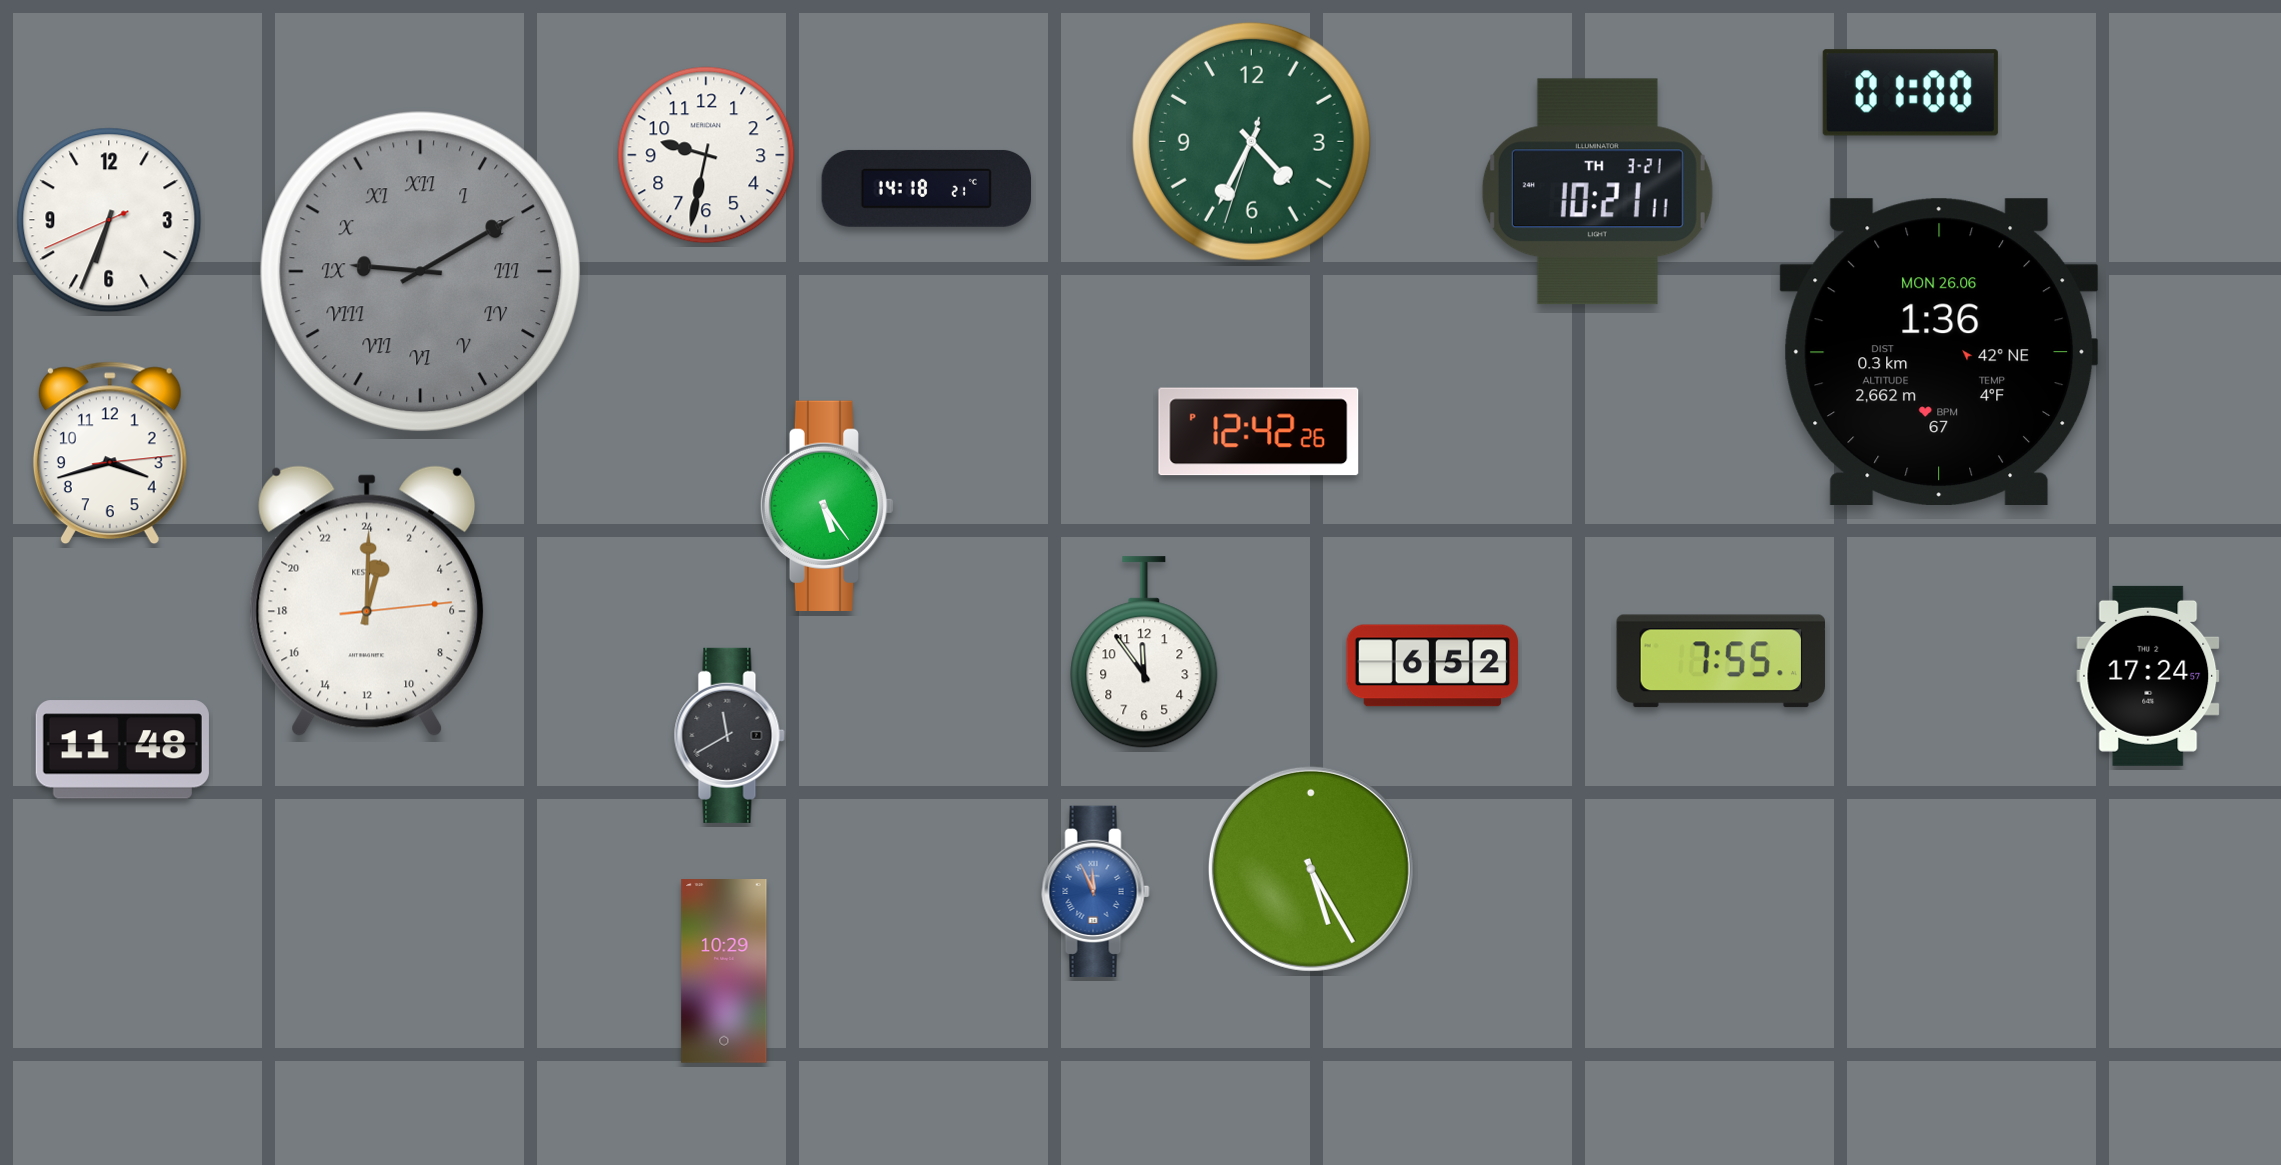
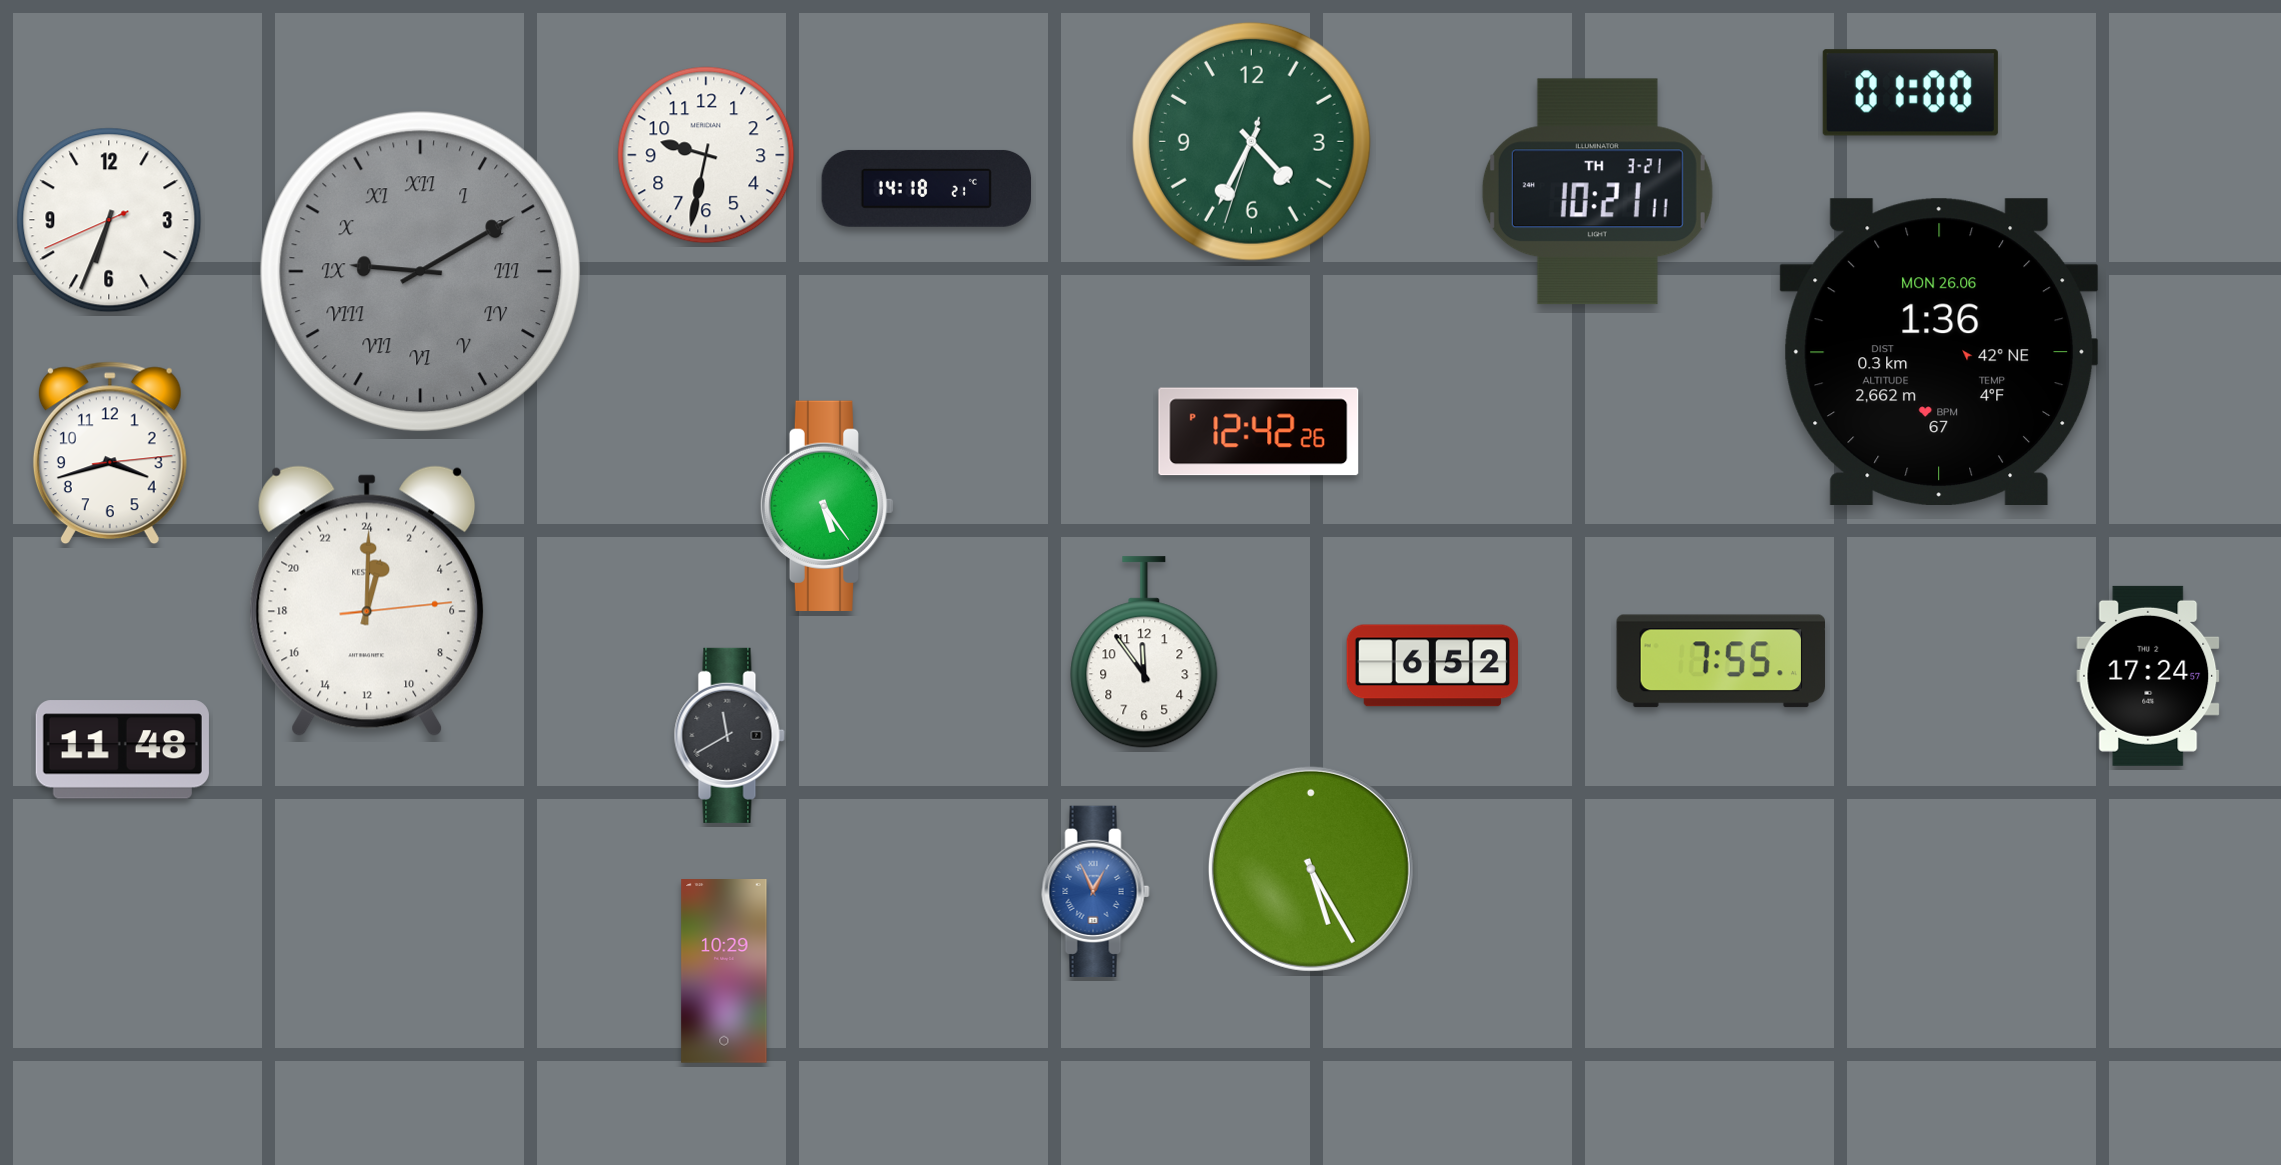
clock at (1096, 891): 11:56 -> 12:56
